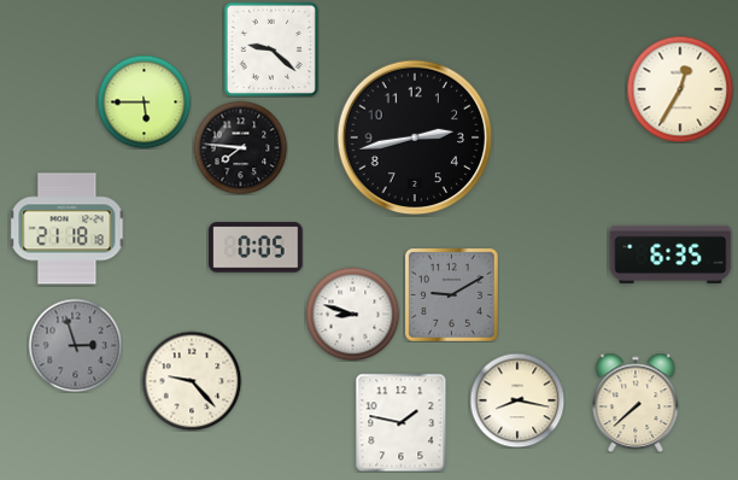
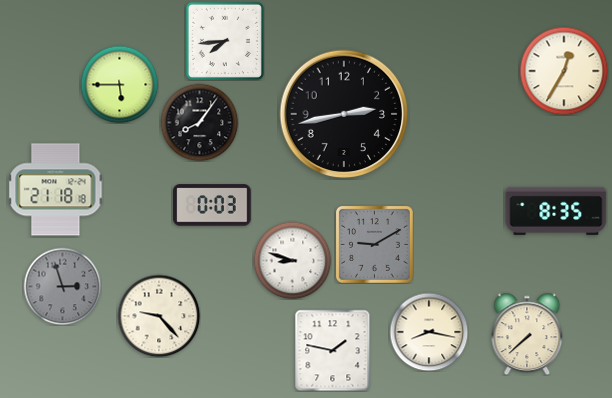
clock at (271, 49): 9:22 -> 7:44
clock at (680, 89) position: (680, 89) -> (564, 71)
clock at (240, 147): 7:46 -> 8:06
clock at (256, 247): 0:05 -> 0:03
clock at (670, 254): 6:35 -> 8:35
